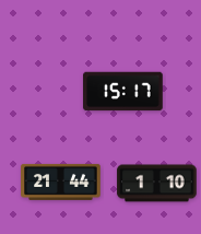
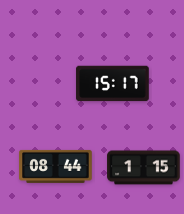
clock at (61, 182): 21:44 -> 08:44
clock at (157, 184): 1:10 -> 1:15
